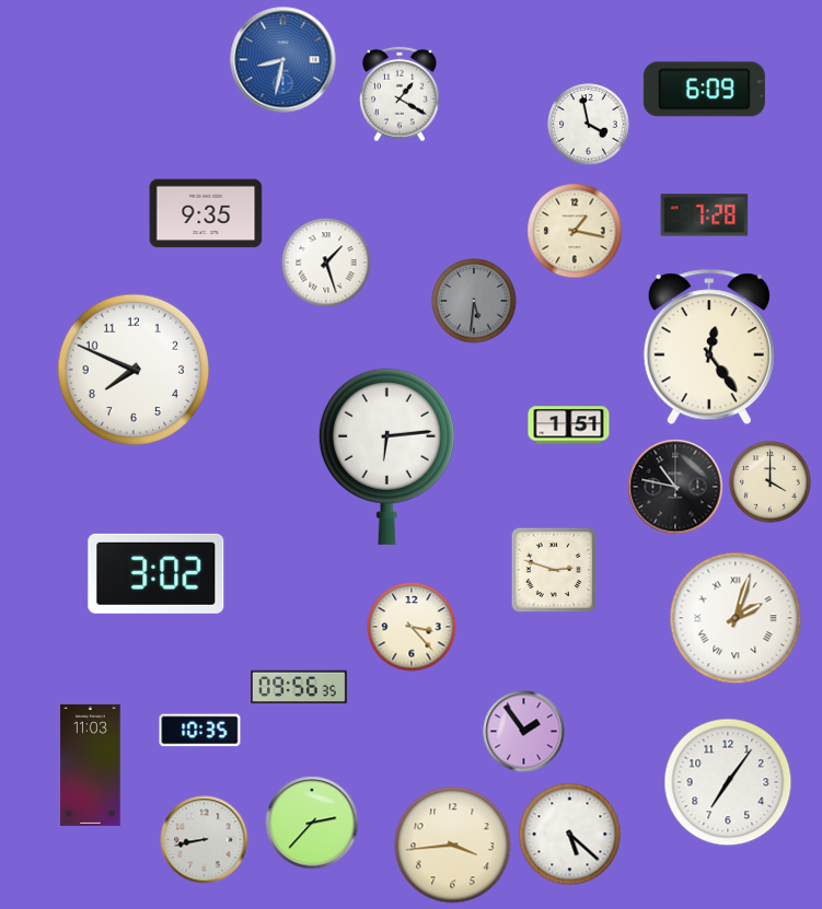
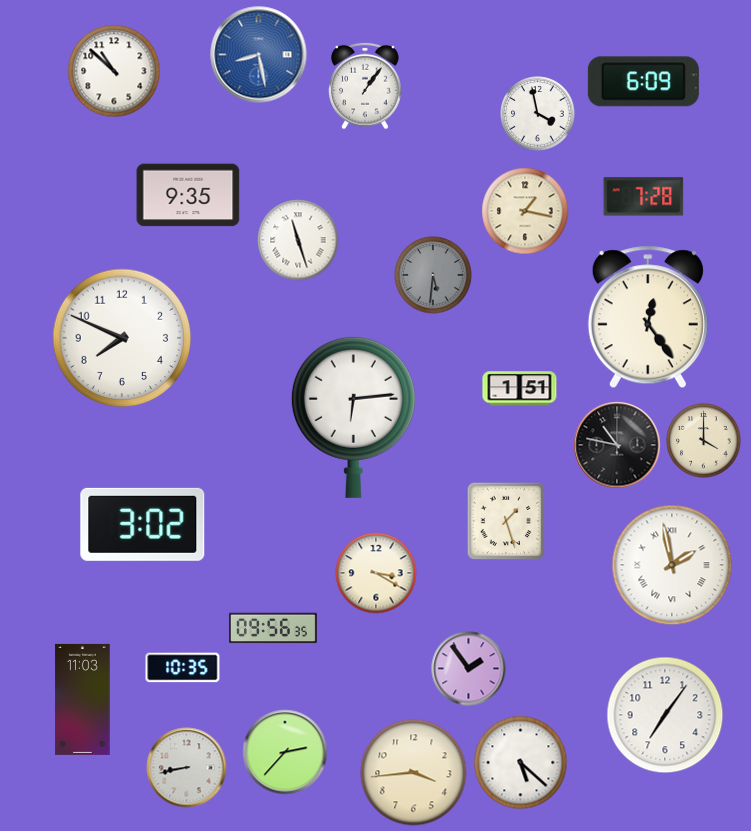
clock at (283, 60): 8:32 -> 8:28
clock at (114, 71): none -> 10:52
clock at (400, 94): 1:20 -> 1:06
clock at (326, 263): 1:27 -> 11:27
clock at (554, 570): 2:48 -> 1:27
clock at (736, 618): 2:03 -> 1:58
clock at (412, 627): 3:23 -> 3:20
clock at (524, 732) position: (524, 732) -> (469, 669)
